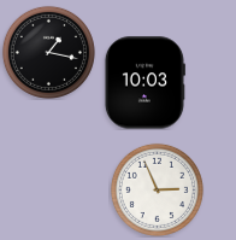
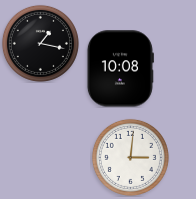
clock at (144, 83): 10:03 -> 10:08
clock at (157, 189): 2:56 -> 3:01
